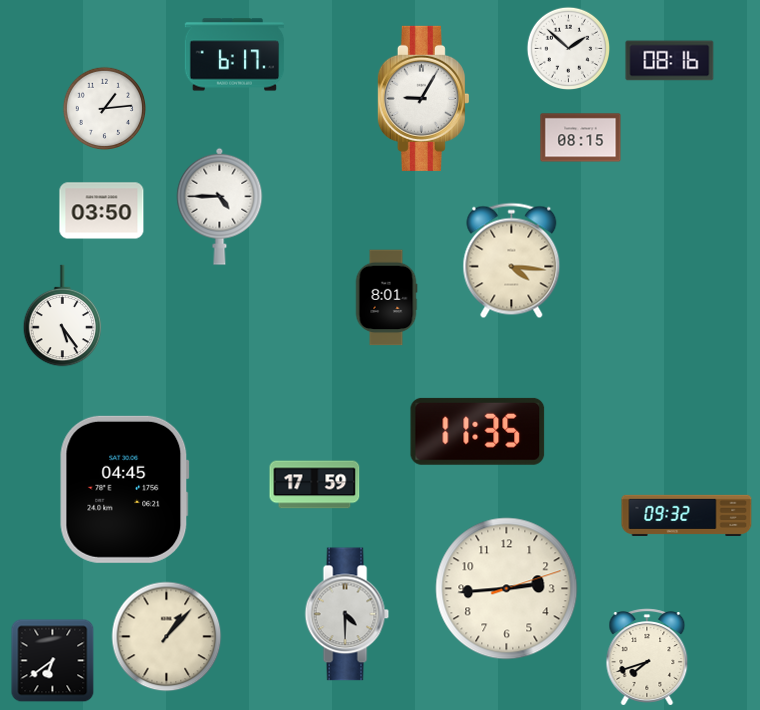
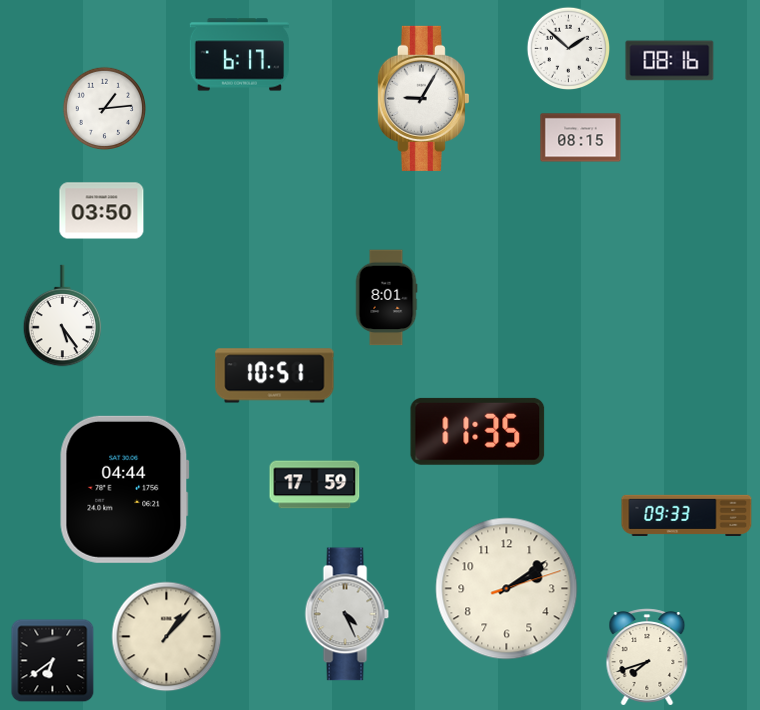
clock at (235, 55) position: (235, 55) -> (240, 55)
clock at (220, 206): 4:45 -> none
clock at (512, 261): 4:16 -> none
clock at (275, 376): none -> 10:51
clock at (125, 489): 04:45 -> 04:44
clock at (687, 515): 09:32 -> 09:33
clock at (507, 589): 2:44 -> 2:09
clock at (347, 614): 4:30 -> 4:26
